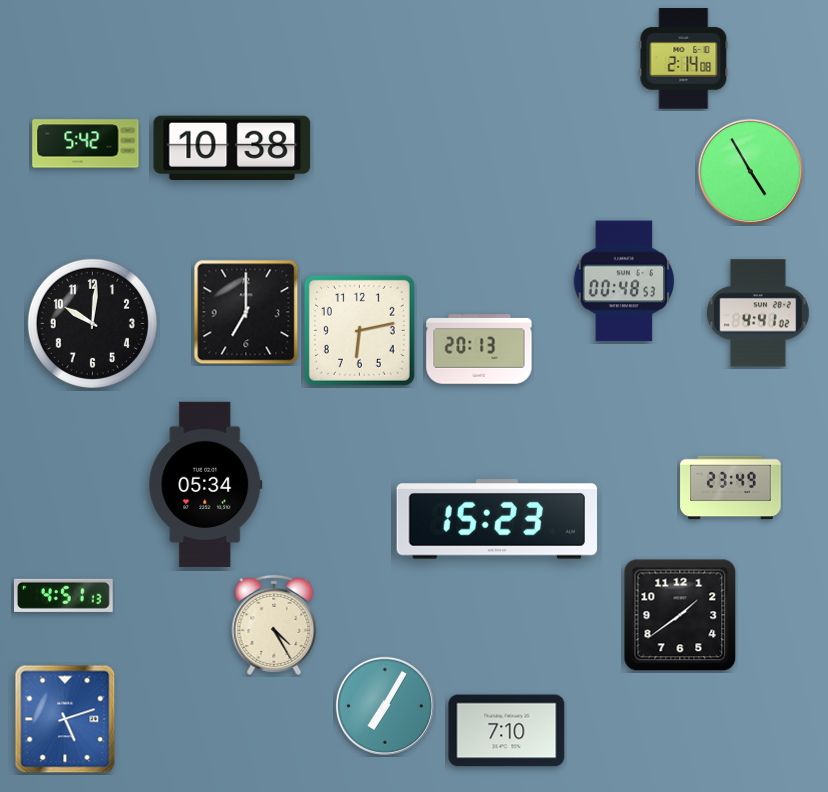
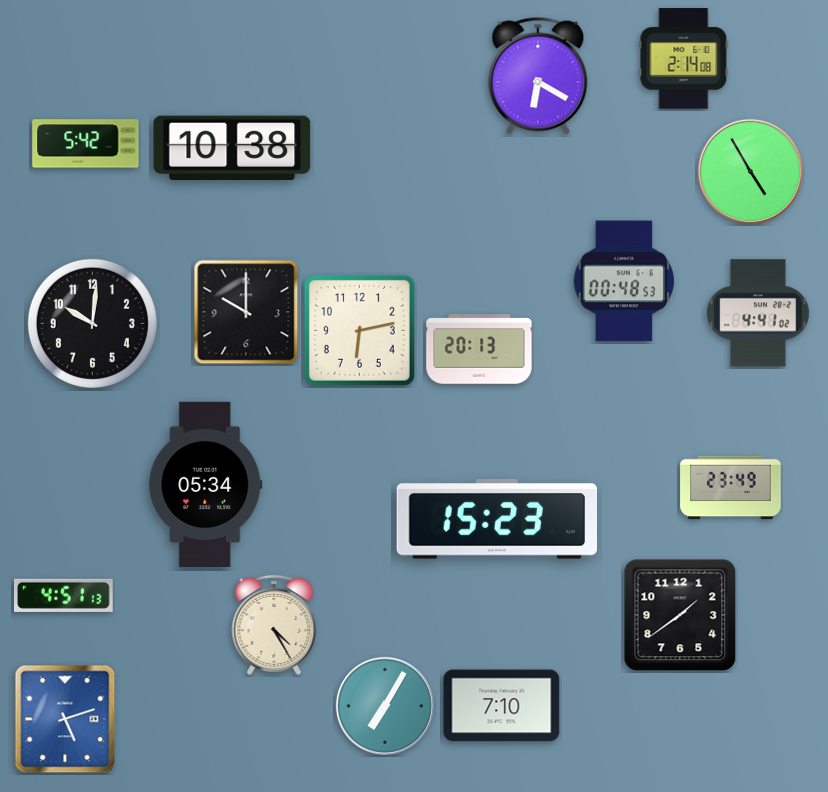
clock at (538, 76): none -> 6:20
clock at (246, 312): 7:00 -> 10:00
clock at (507, 731) position: (507, 731) -> (502, 706)
